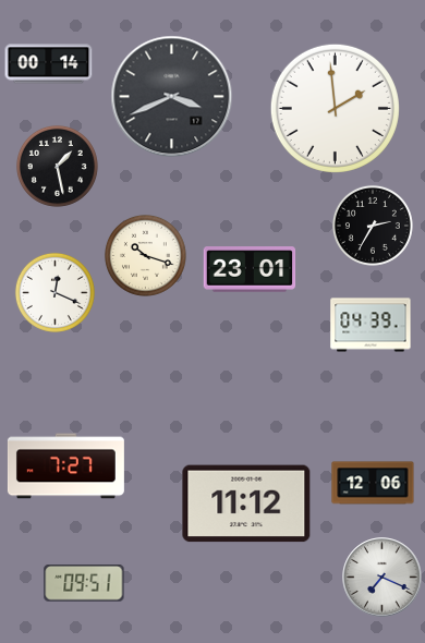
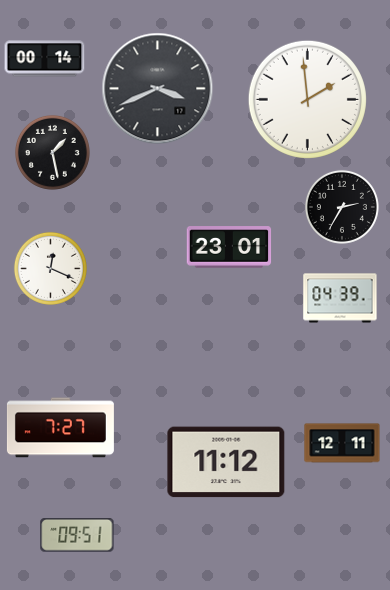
clock at (145, 255): 10:18 -> none
clock at (373, 483): 12:06 -> 12:11
clock at (382, 578): 7:19 -> none
